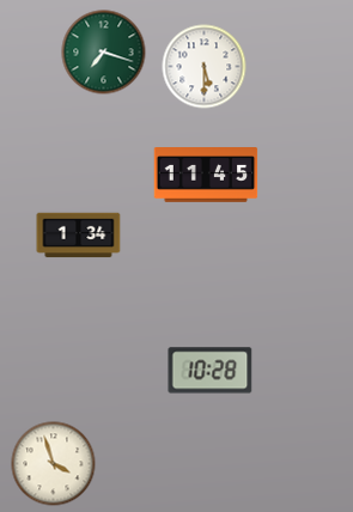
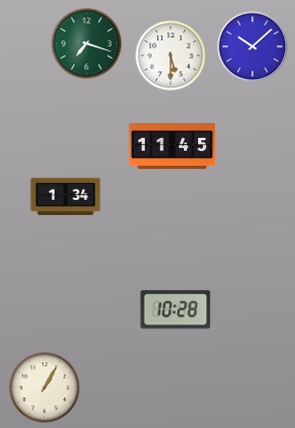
clock at (253, 47): none -> 10:08
clock at (54, 464): 3:57 -> 1:05
